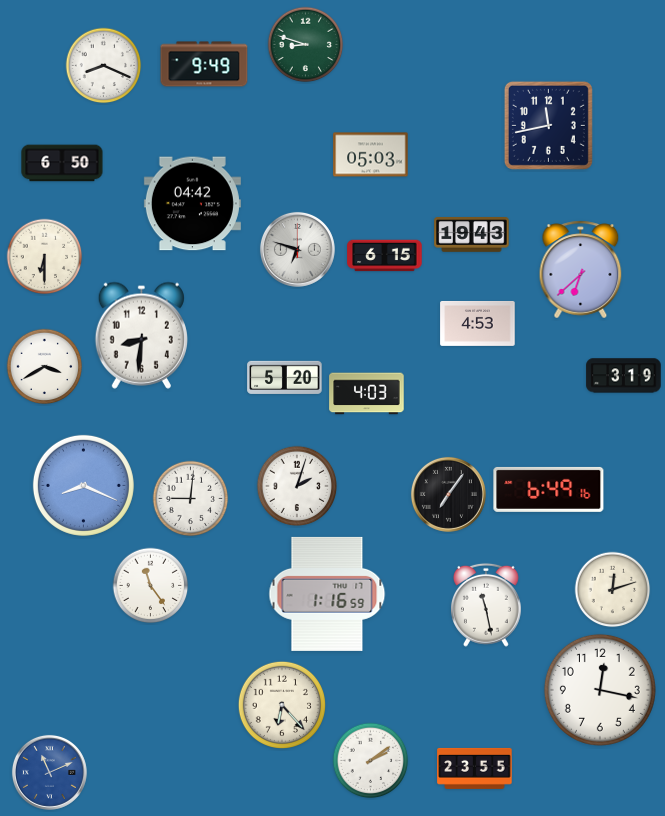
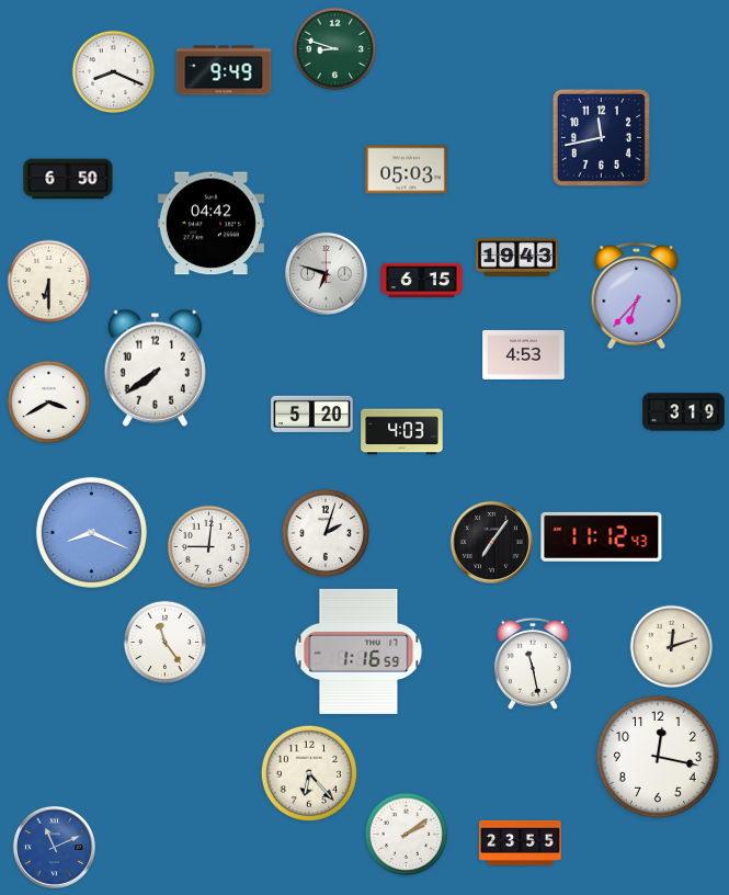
clock at (581, 270): 6:38 -> 6:37
clock at (141, 335): 8:31 -> 7:39
clock at (549, 489): 6:49 -> 11:12
